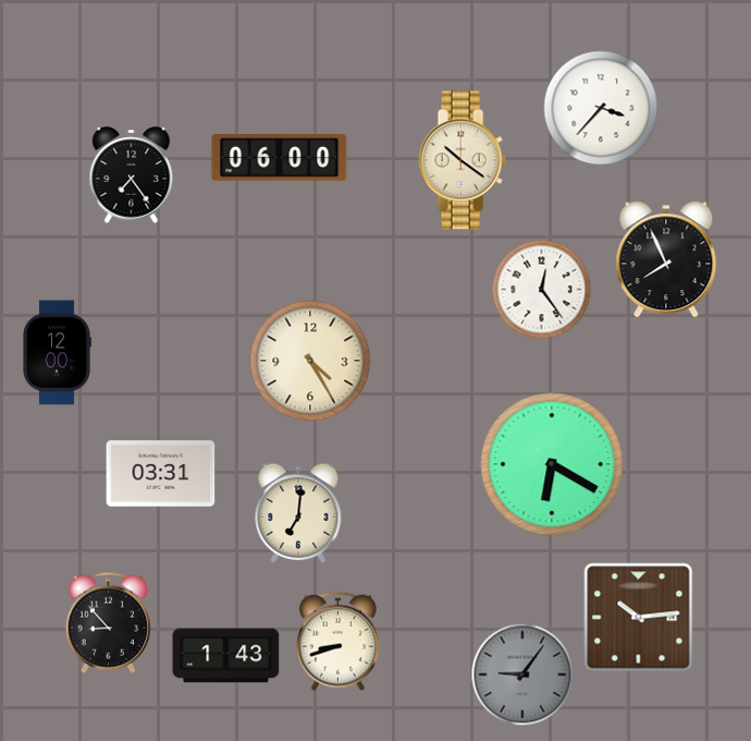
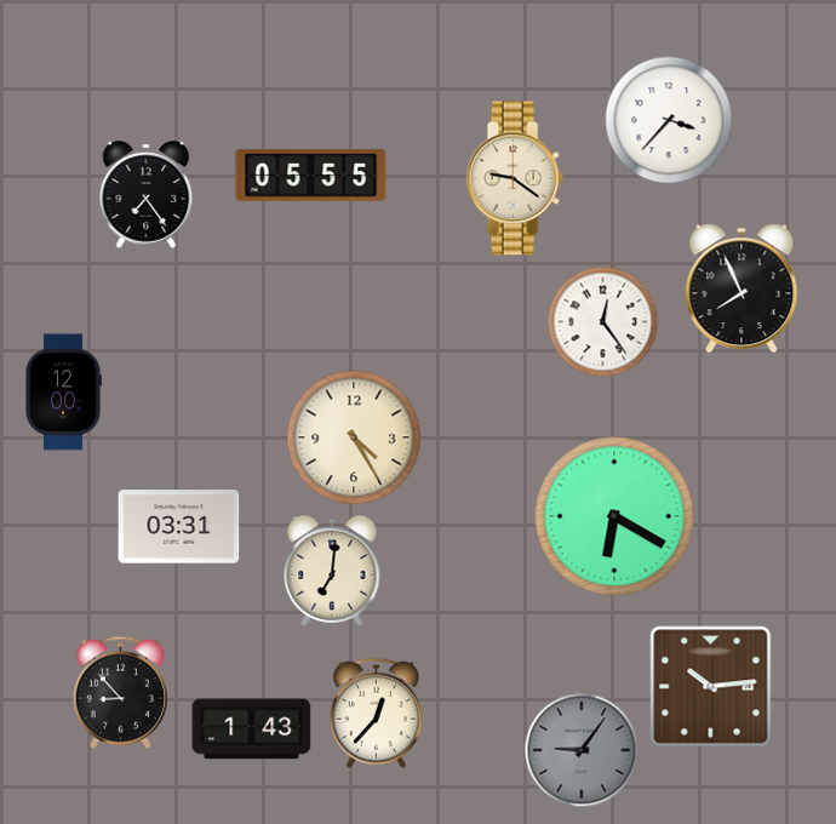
clock at (280, 158): 06:00 -> 05:55
clock at (463, 160): 10:21 -> 9:21
clock at (310, 361) position: (310, 361) -> (354, 437)
clock at (337, 641): 8:42 -> 12:37
